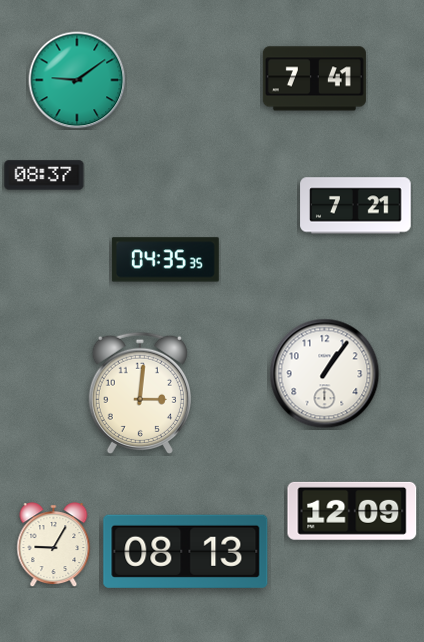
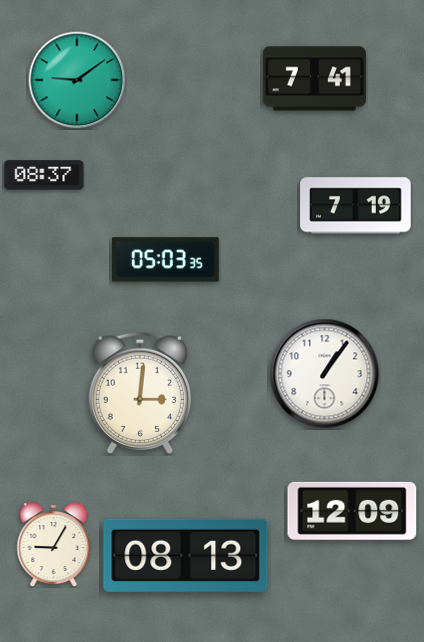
clock at (356, 206): 7:21 -> 7:19
clock at (165, 260): 04:35 -> 05:03
clock at (186, 551) position: (186, 551) -> (186, 555)
